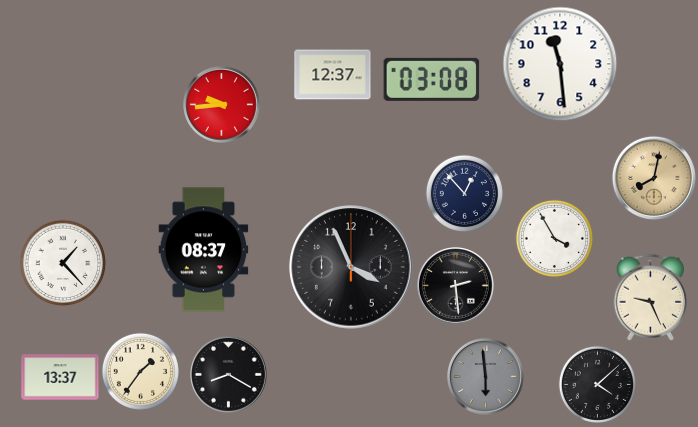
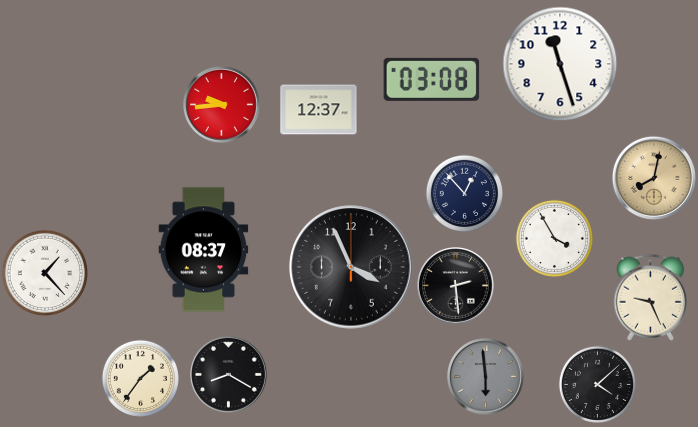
clock at (560, 64): 11:29 -> 11:27
clock at (333, 75) position: (333, 75) -> (319, 110)
clock at (63, 263) position: (63, 263) -> (45, 273)
clock at (140, 371) position: (140, 371) -> (140, 378)
clock at (60, 377): 13:37 -> none
